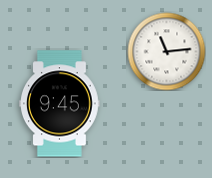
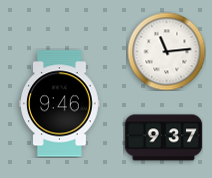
clock at (60, 104): 9:45 -> 9:46
clock at (163, 138): none -> 9:37
